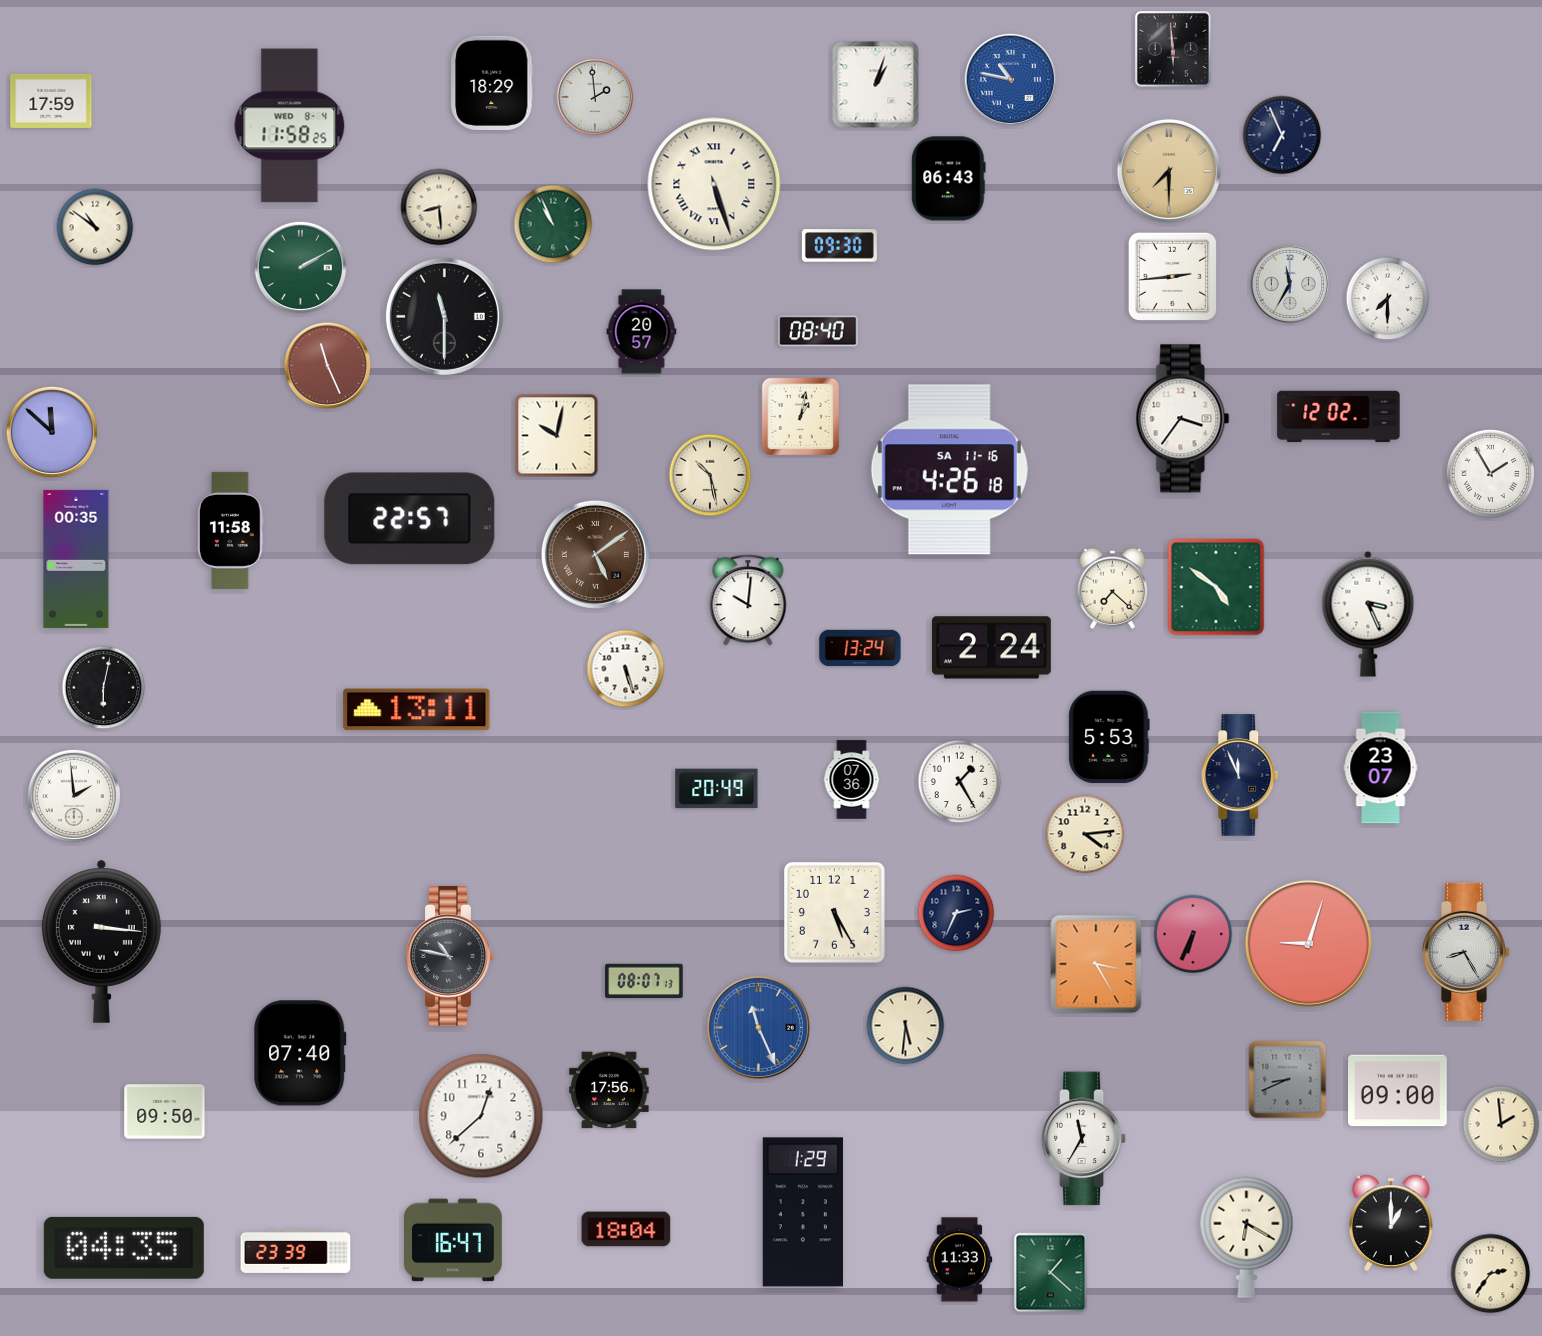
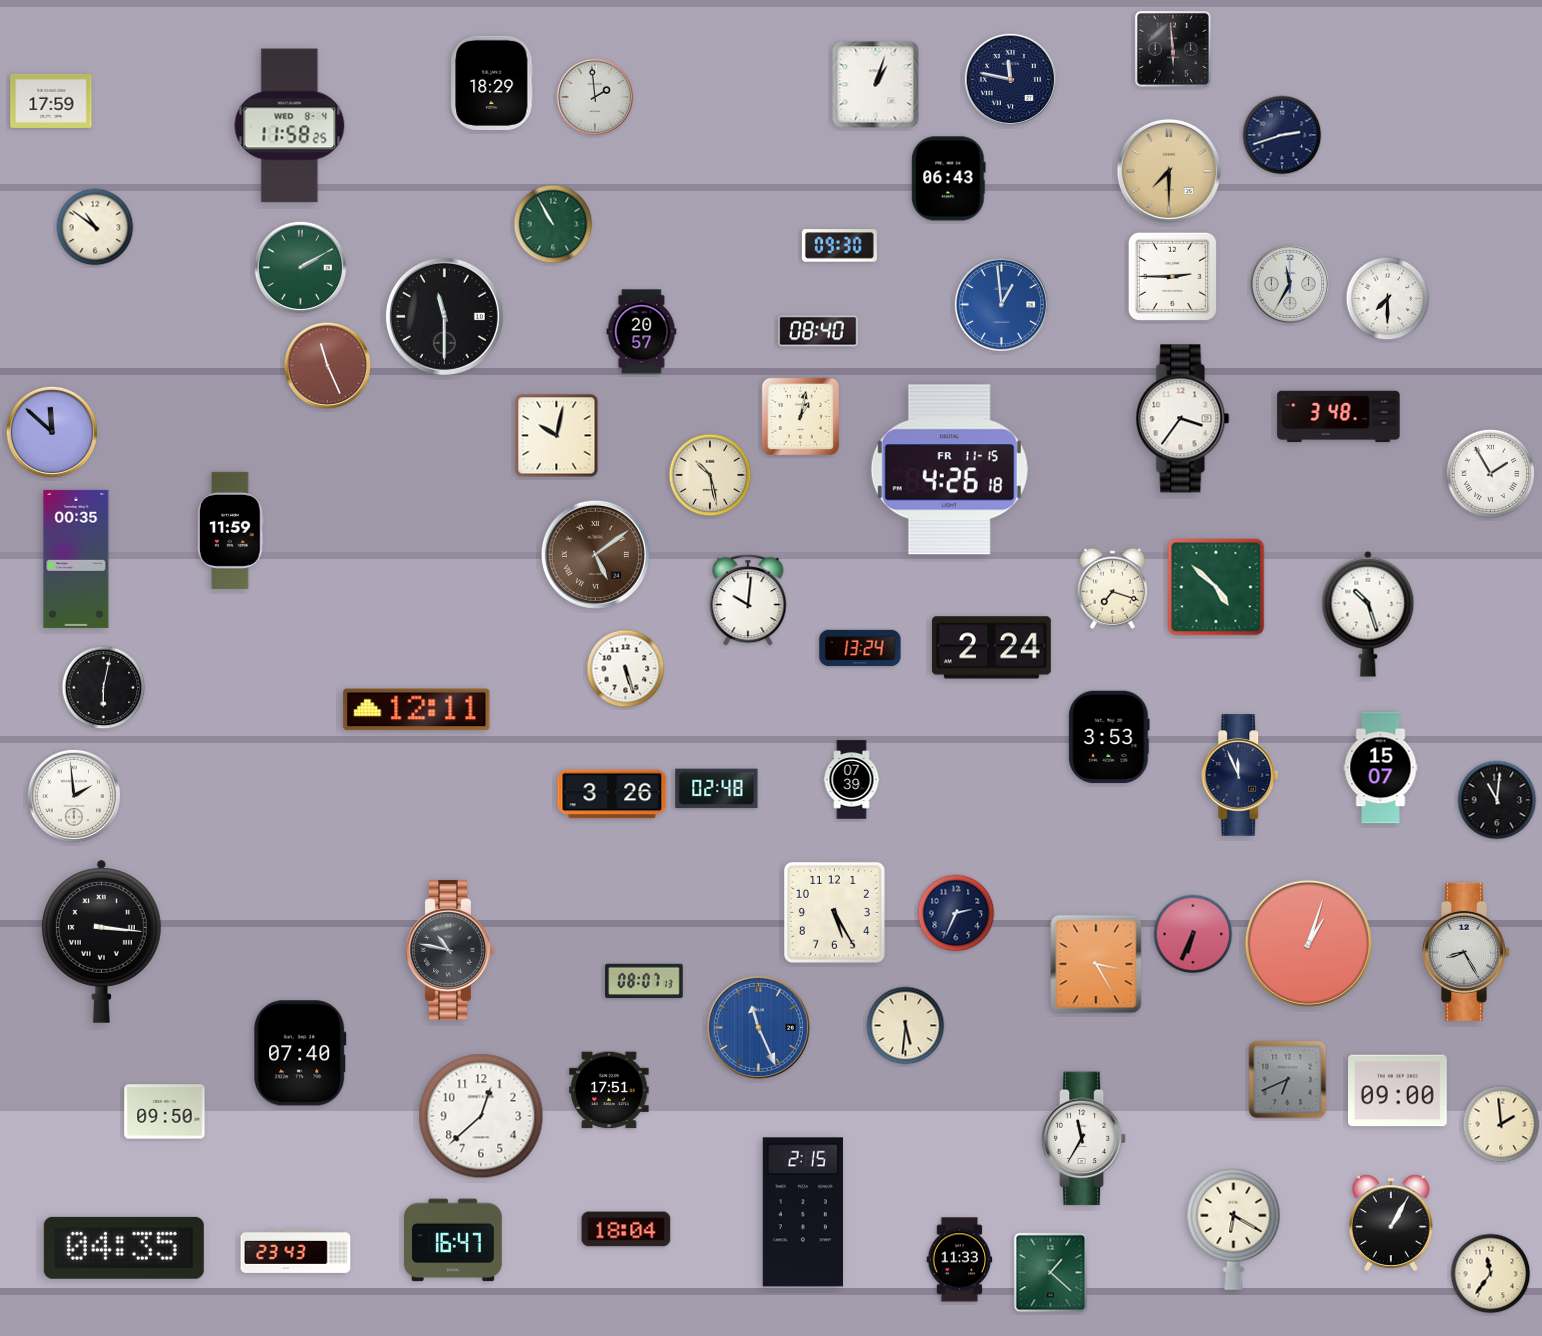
clock at (1010, 79): 10:47 -> 11:47
clock at (1010, 79) dial: blue -> navy
clock at (1282, 135): 6:56 -> 2:42
clock at (714, 184): 5:27 -> none
clock at (439, 207): 8:29 -> none
clock at (553, 224): 10:56 -> 10:55
clock at (1172, 276): 2:44 -> 2:45
clock at (1001, 304): none -> 12:59
clock at (1339, 417): 12:02 -> 3:48
clock at (949, 470) date: SA 11-16 -> FR 11-15
clock at (410, 519): 22:57 -> none
clock at (231, 530): 11:58 -> 11:59
clock at (1216, 587): 4:51 -> 4:52
clock at (1113, 588): 7:22 -> 7:18
clock at (1368, 614): 3:26 -> 10:27
clock at (417, 710): 13:11 -> 12:11
clock at (1109, 737): 5:53 -> 3:53
clock at (1381, 768): 23:07 -> 15:07
clock at (852, 780): 07:36 -> 07:39
clock at (960, 782): 1:25 -> none
clock at (717, 789): 20:49 -> 02:48
clock at (612, 794): none -> 3:26
clock at (1497, 800): none -> 11:01
clock at (1085, 834): 4:14 -> none
clock at (1308, 943): 9:03 -> 1:03
clock at (450, 956) position: (450, 956) -> (450, 950)
clock at (1288, 1080): 8:41 -> 6:41
clock at (609, 1090): 17:56 -> 17:51
clock at (803, 1212): 1:29 -> 2:15
clock at (1391, 1223): 1:00 -> 1:05
clock at (1247, 1237) position: (1247, 1237) -> (1234, 1229)
clock at (296, 1251): 23:39 -> 23:43
clock at (1491, 1274): 2:36 -> 11:36
